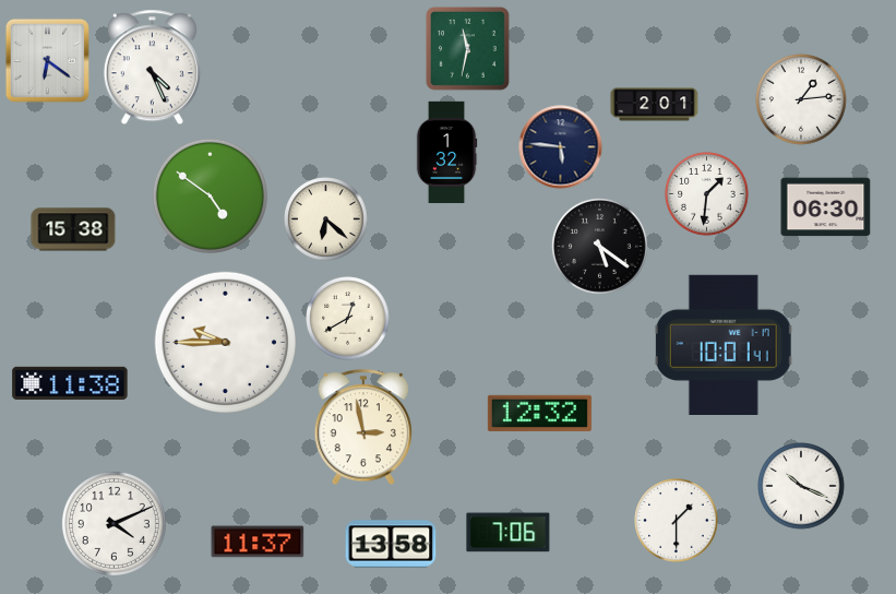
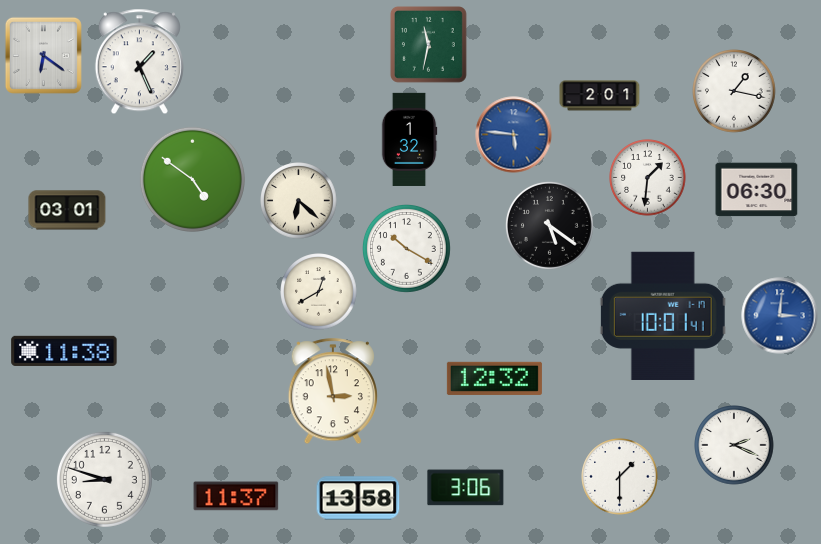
clock at (152, 68): 4:26 -> 1:26
clock at (802, 100): 1:14 -> 1:17
clock at (561, 147) dial: navy -> blue
clock at (73, 229): 15:38 -> 03:01
clock at (406, 248): none -> 10:20
clock at (225, 342): 9:45 -> none
clock at (780, 316): none -> 3:01
clock at (801, 486): 10:19 -> 2:19
clock at (114, 523): 4:11 -> 8:48
clock at (509, 533): 7:06 -> 3:06
